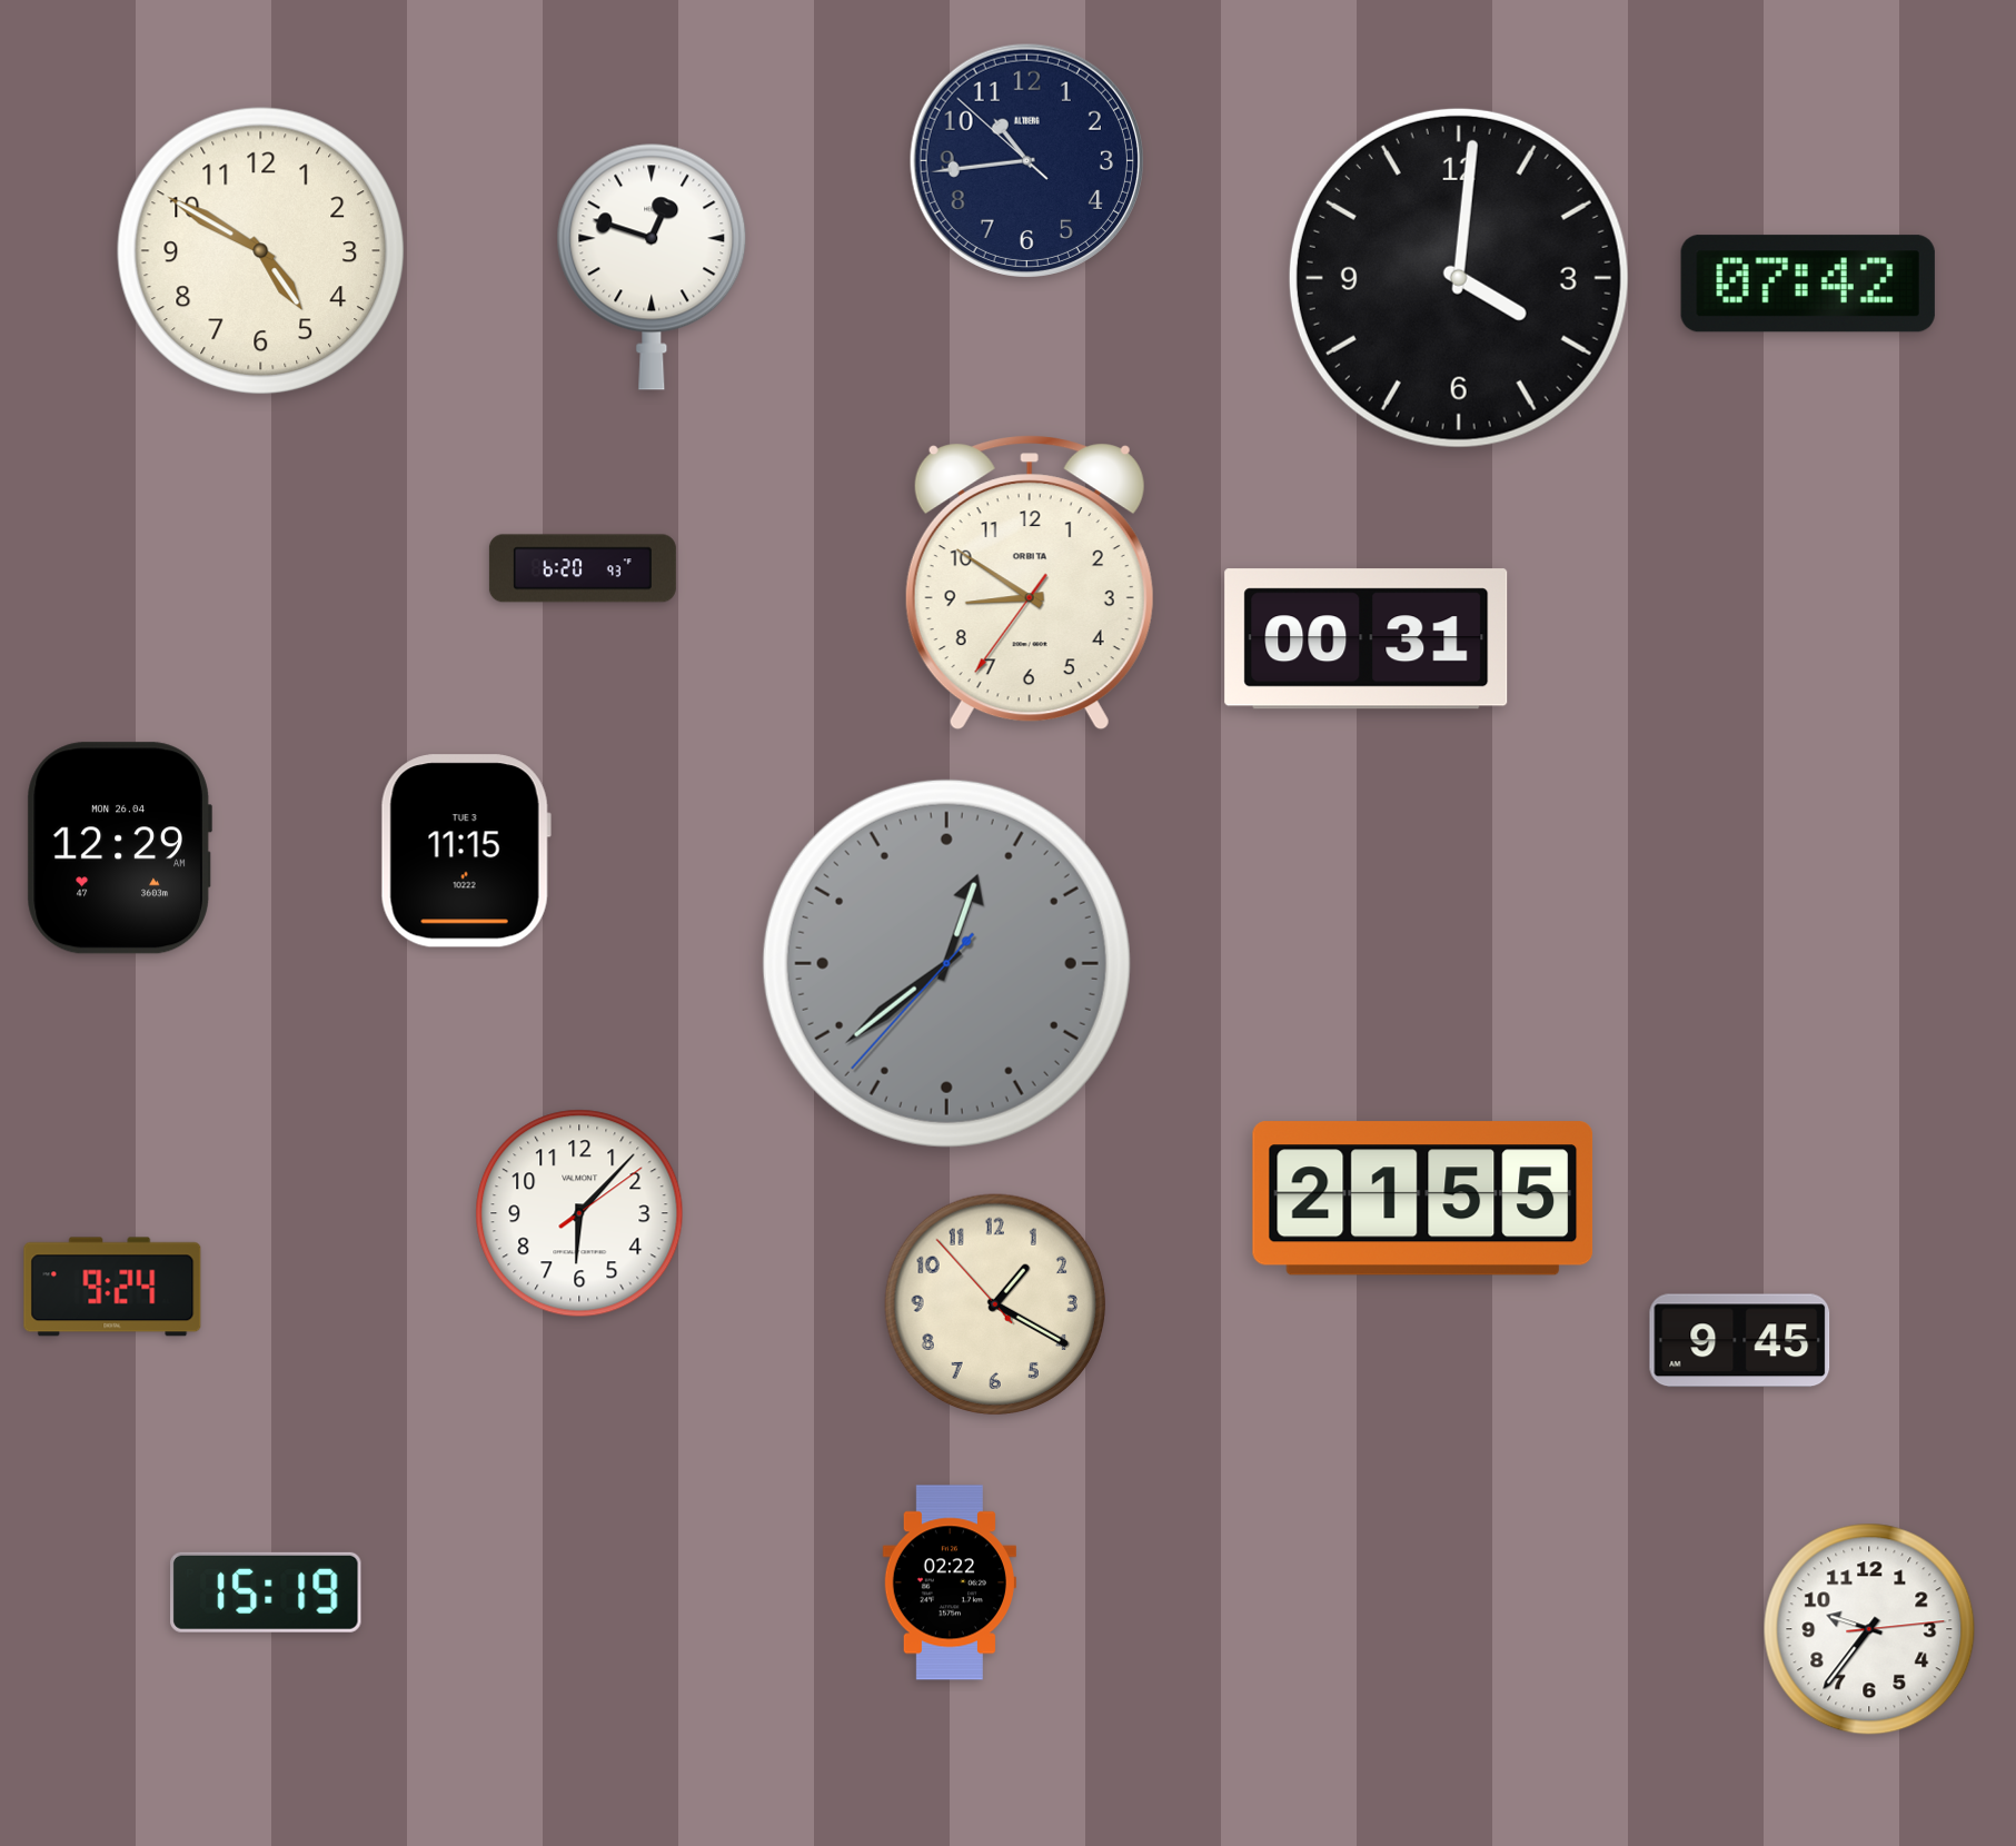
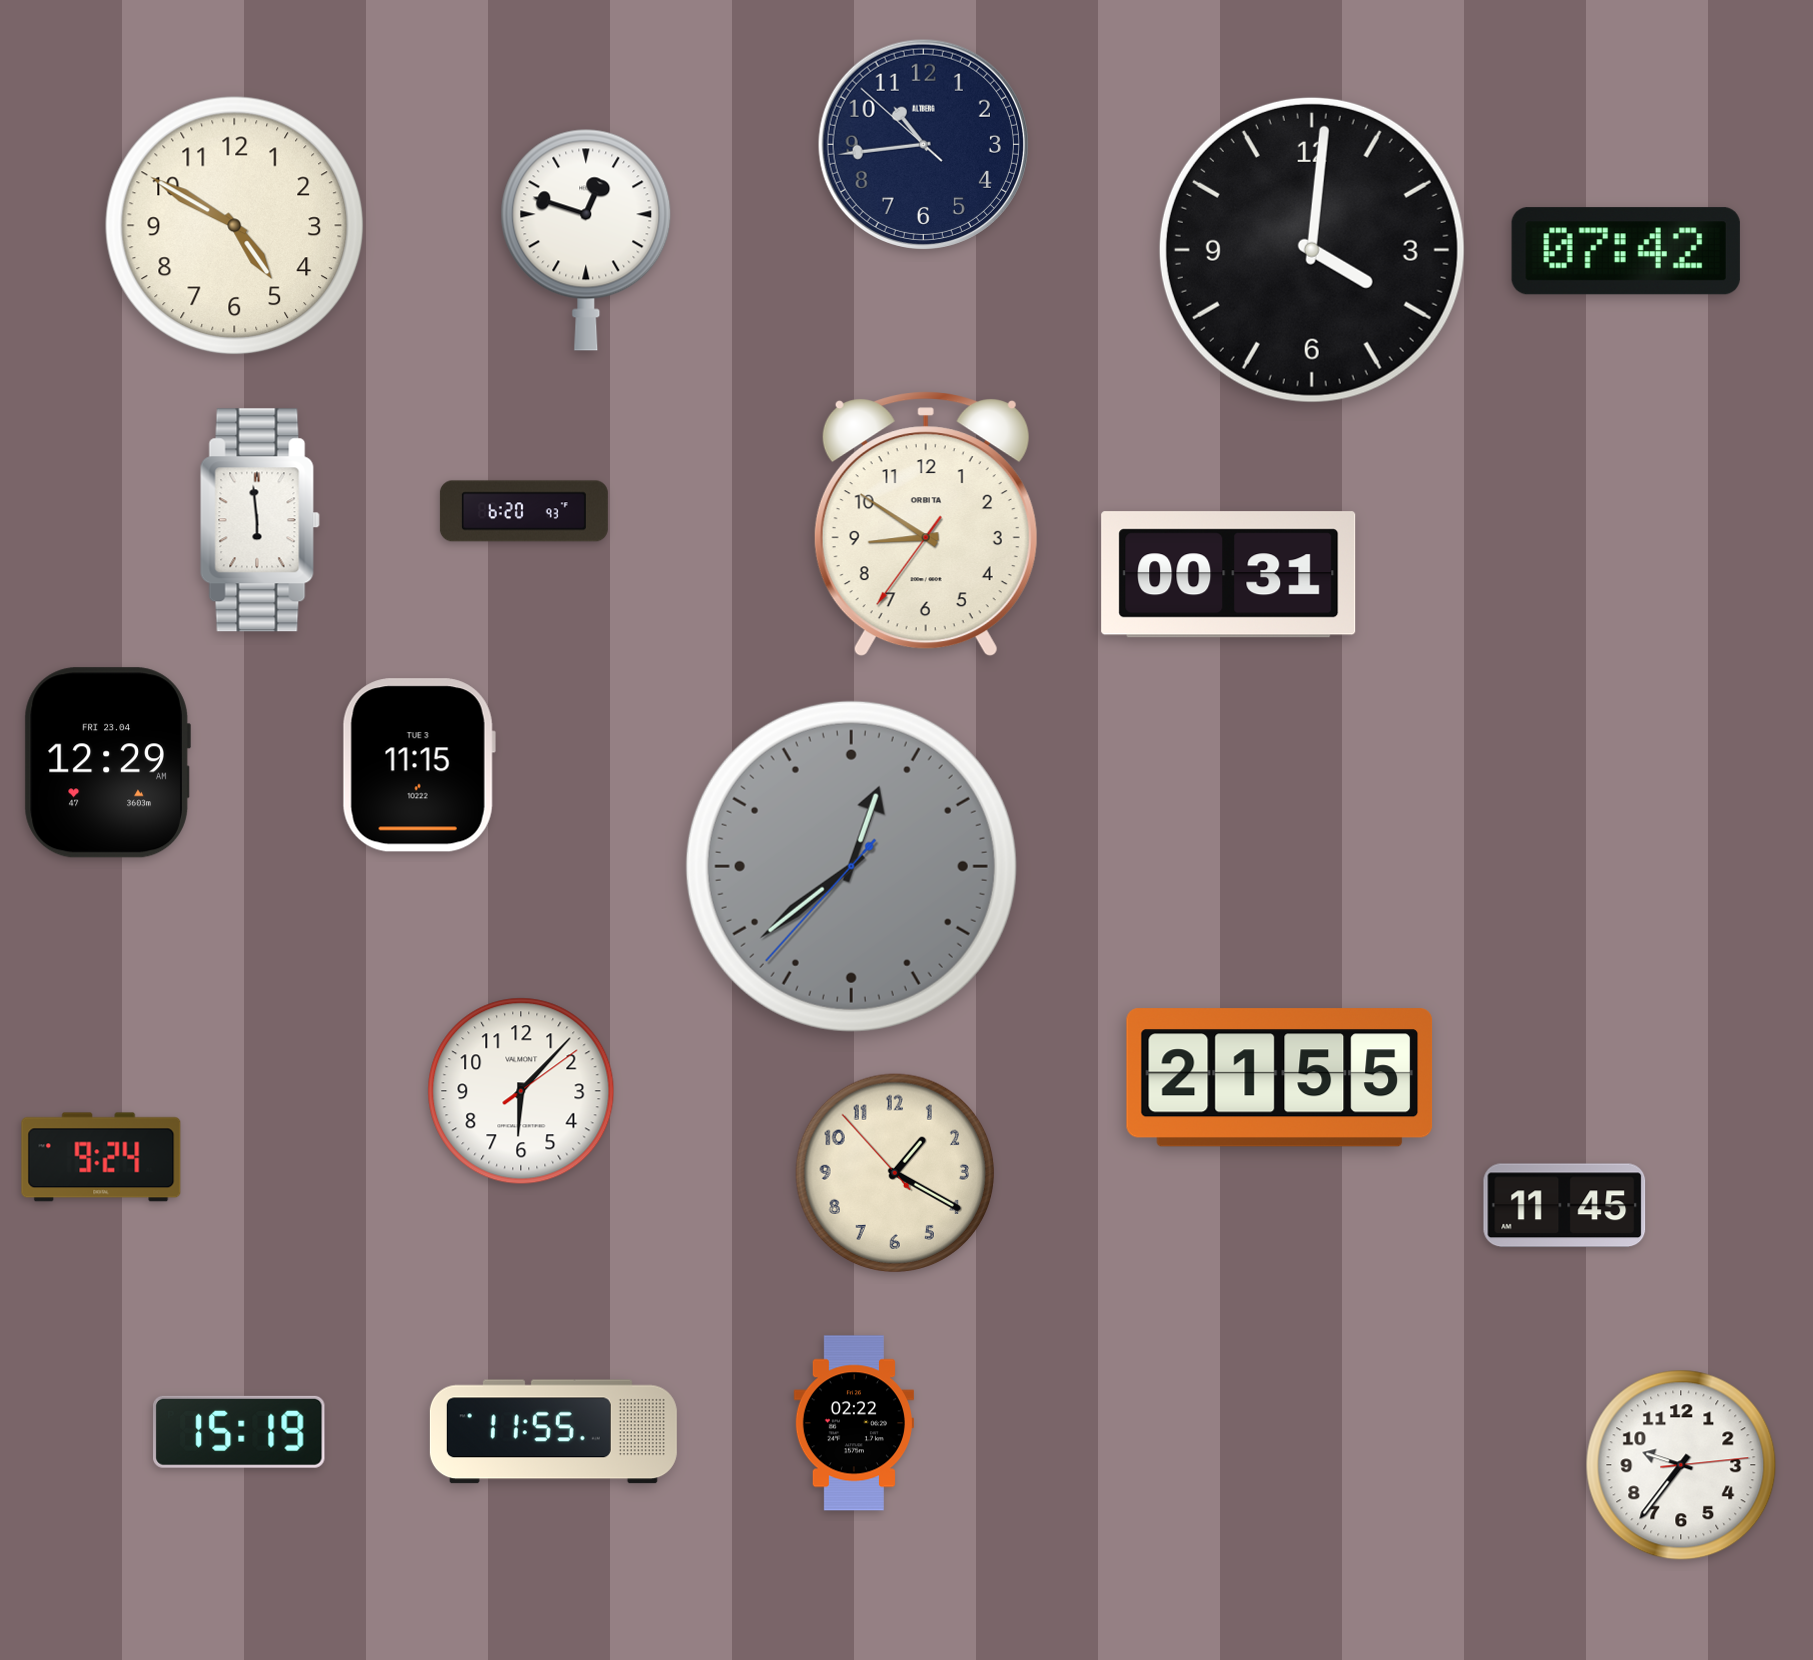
clock at (1808, 284) position: (1808, 284) -> (1626, 251)
clock at (260, 520): none -> 5:59
clock at (119, 848) date: MON 26.04 -> FRI 23.04
clock at (1740, 1341): 9:45 -> 11:45
clock at (553, 1432): none -> 11:55
